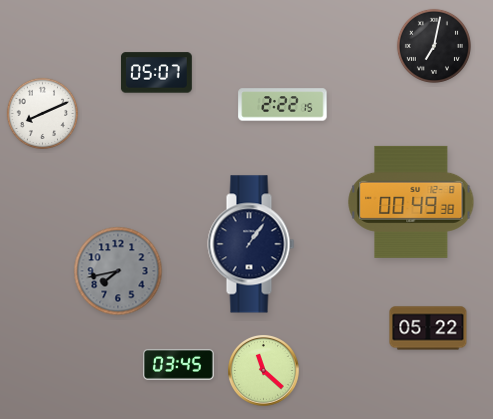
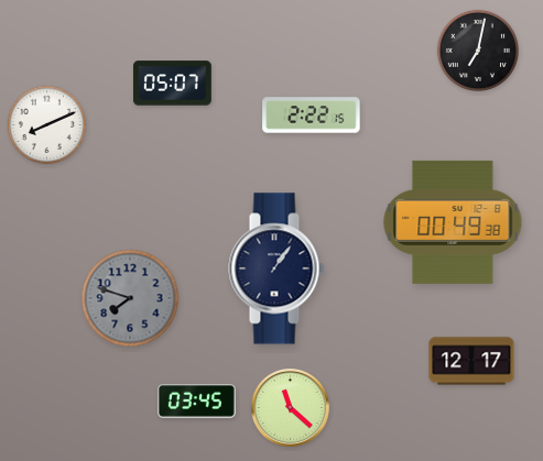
clock at (156, 73) position: (156, 73) -> (172, 84)
clock at (118, 271): 7:43 -> 7:48
clock at (428, 328): 05:22 -> 12:17
